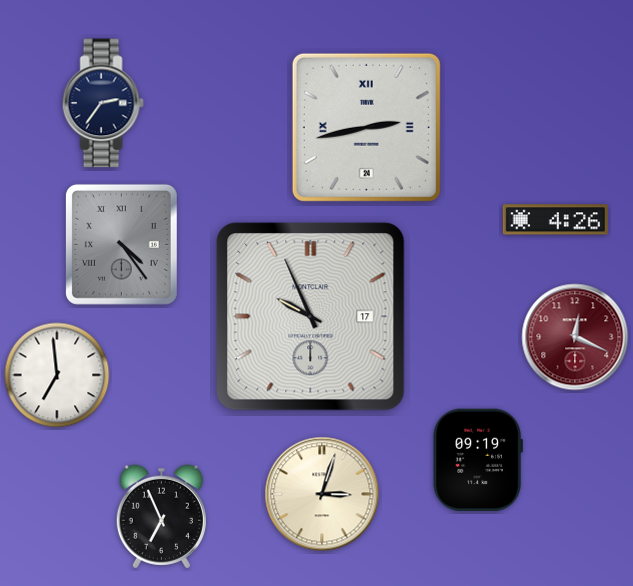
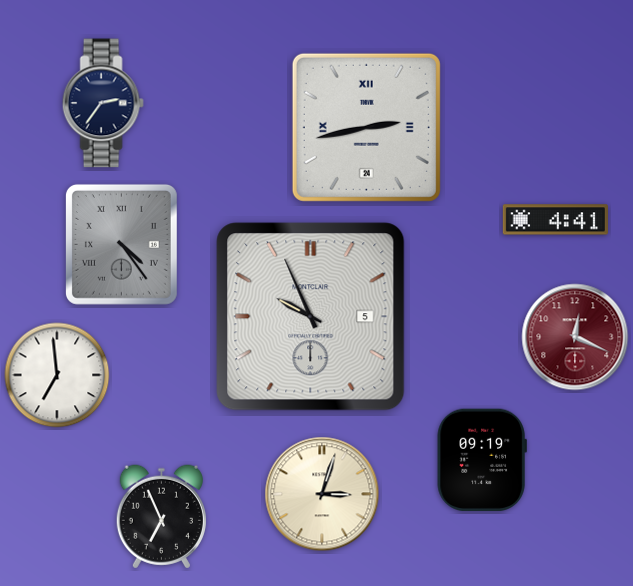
clock at (555, 220): 4:26 -> 4:41
clock at (311, 317) date: 17 -> 5
clock at (478, 460) position: (478, 460) -> (482, 460)
